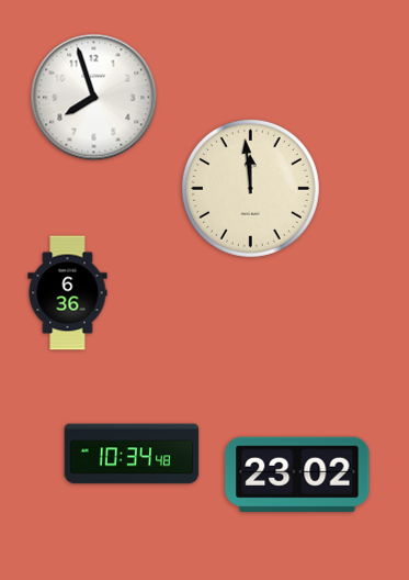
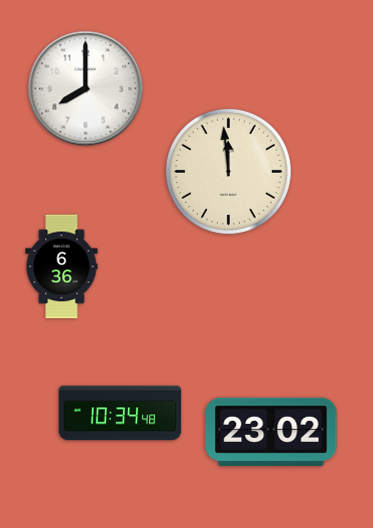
clock at (94, 98): 7:57 -> 8:00
